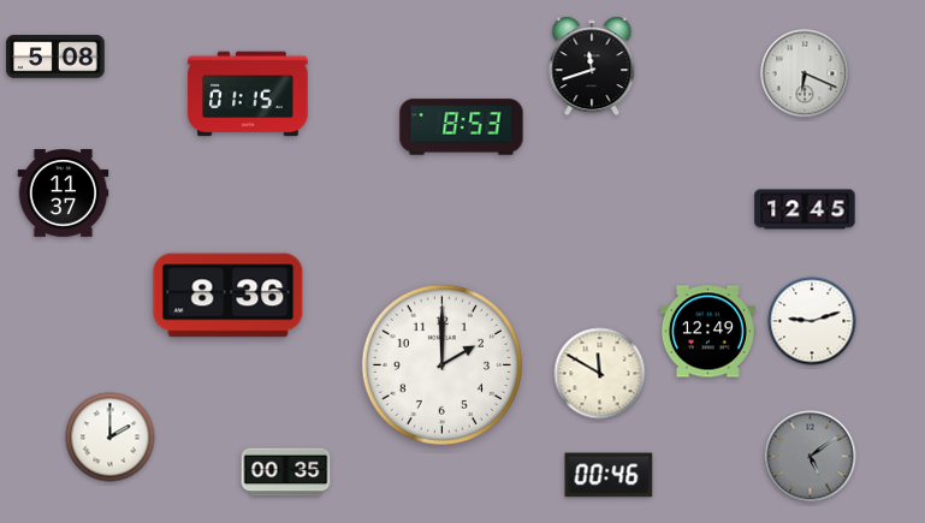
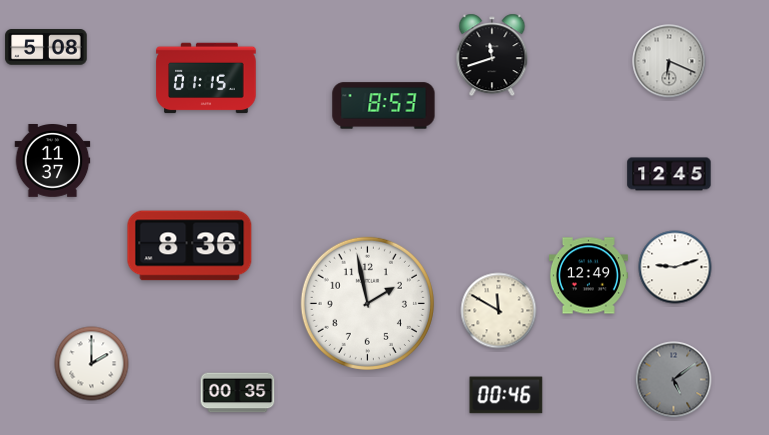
clock at (441, 364): 2:00 -> 1:58
